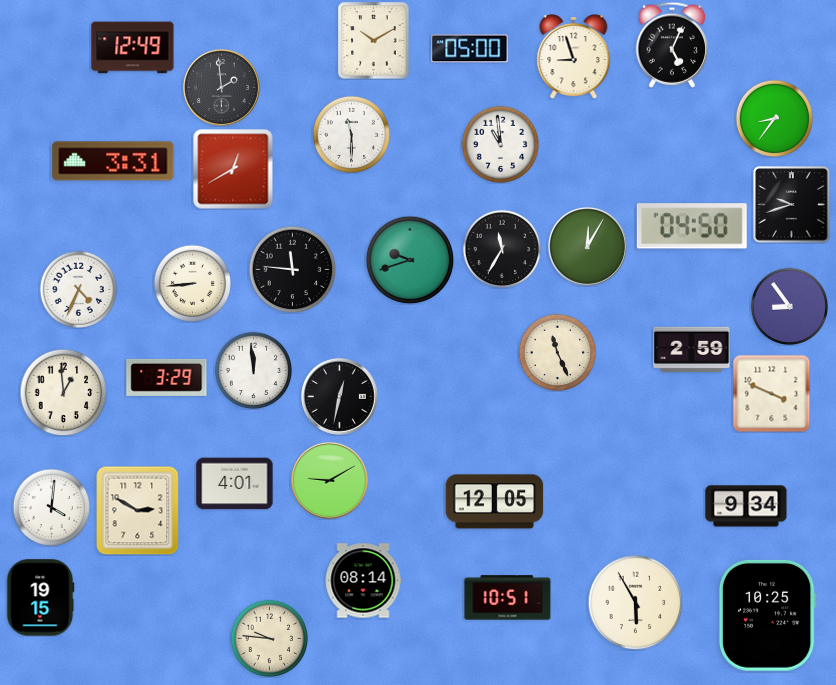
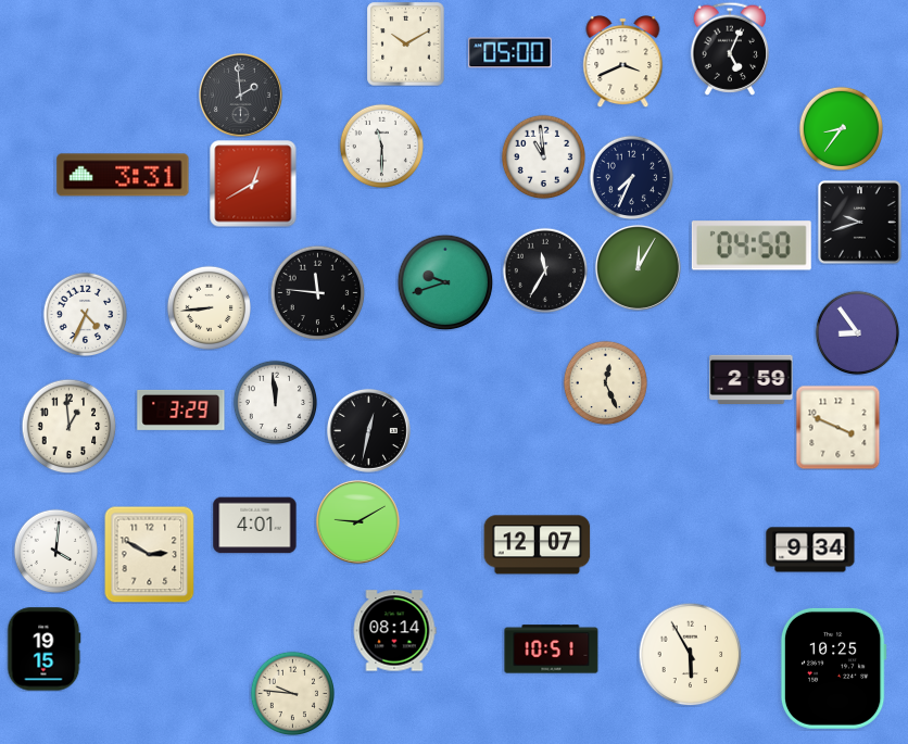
clock at (133, 48): 12:49 -> none
clock at (574, 57): 8:57 -> 3:41
clock at (631, 177): none -> 7:34
clock at (557, 352): 11:26 -> 12:26
clock at (495, 502): 12:05 -> 12:07
